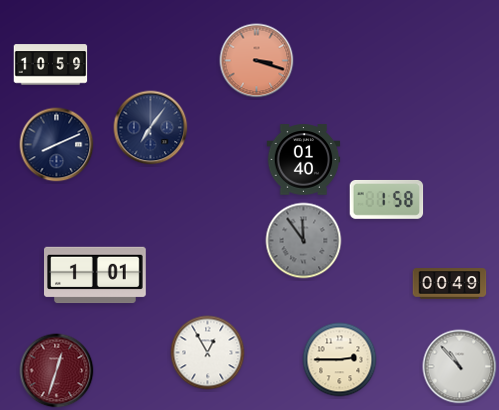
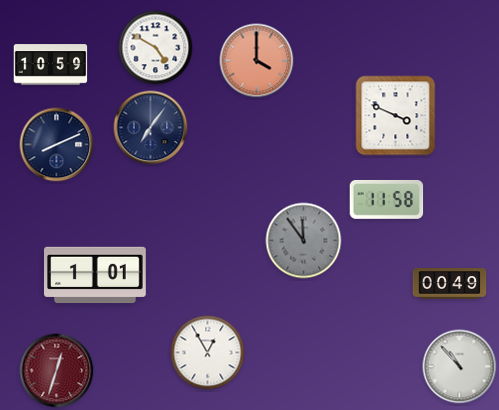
clock at (156, 48): none -> 4:50
clock at (257, 61): 3:18 -> 4:00
clock at (396, 116): none -> 3:49
clock at (304, 160): 01:40 -> none
clock at (387, 199): 1:58 -> 11:58
clock at (340, 360): 2:45 -> none
